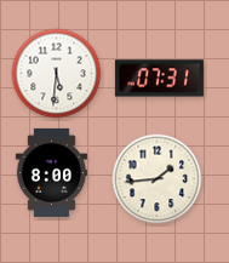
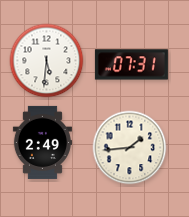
clock at (51, 172): 8:00 -> 2:49
